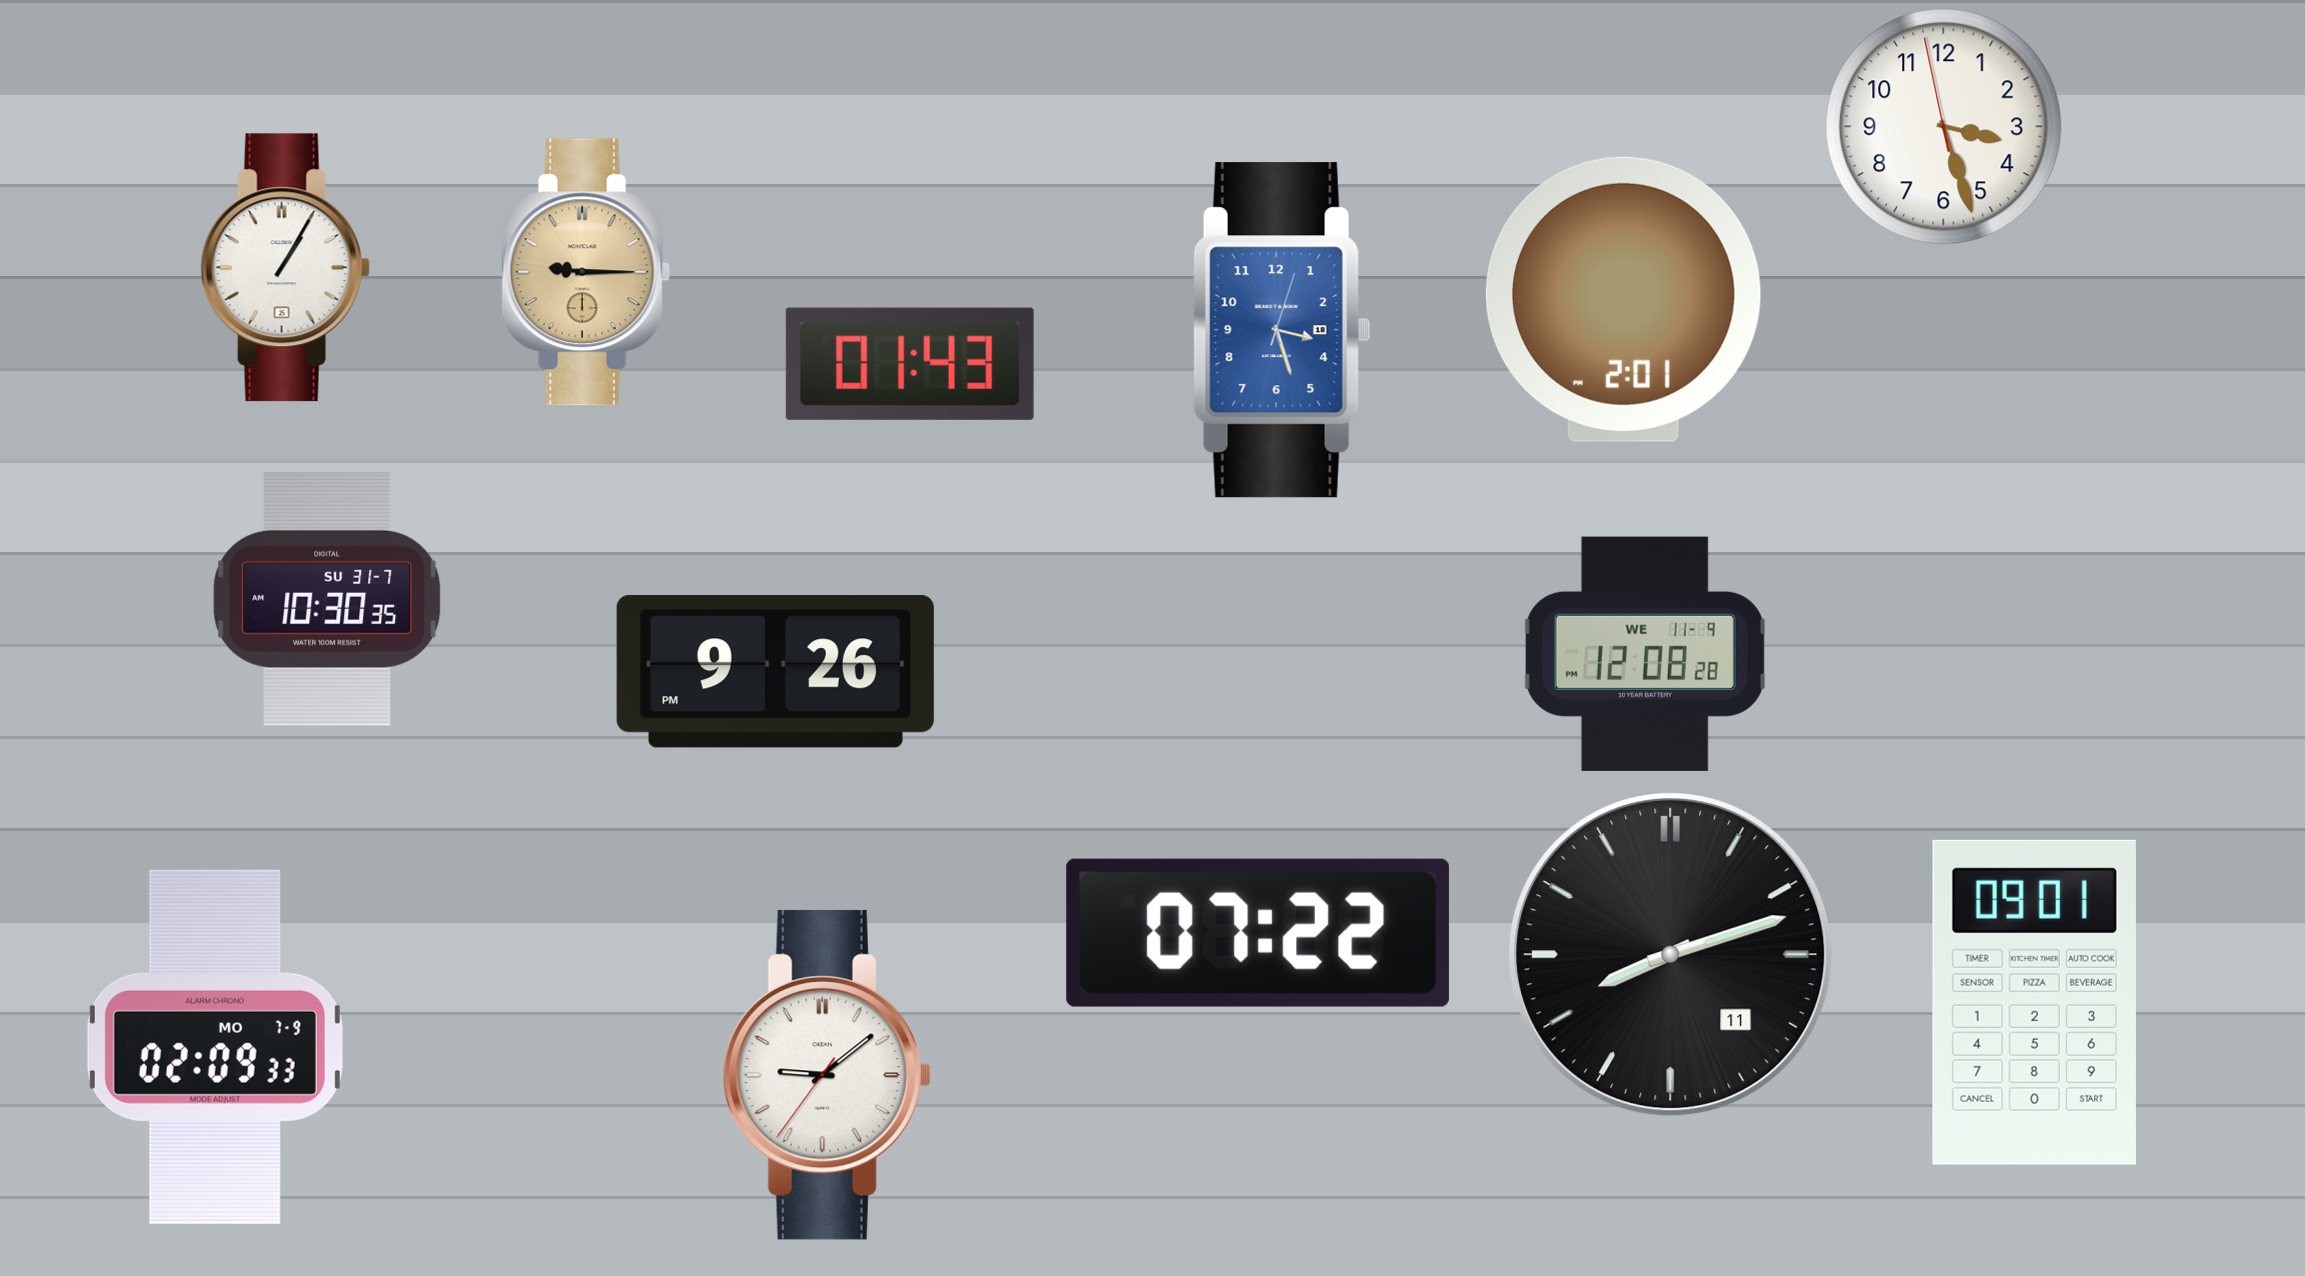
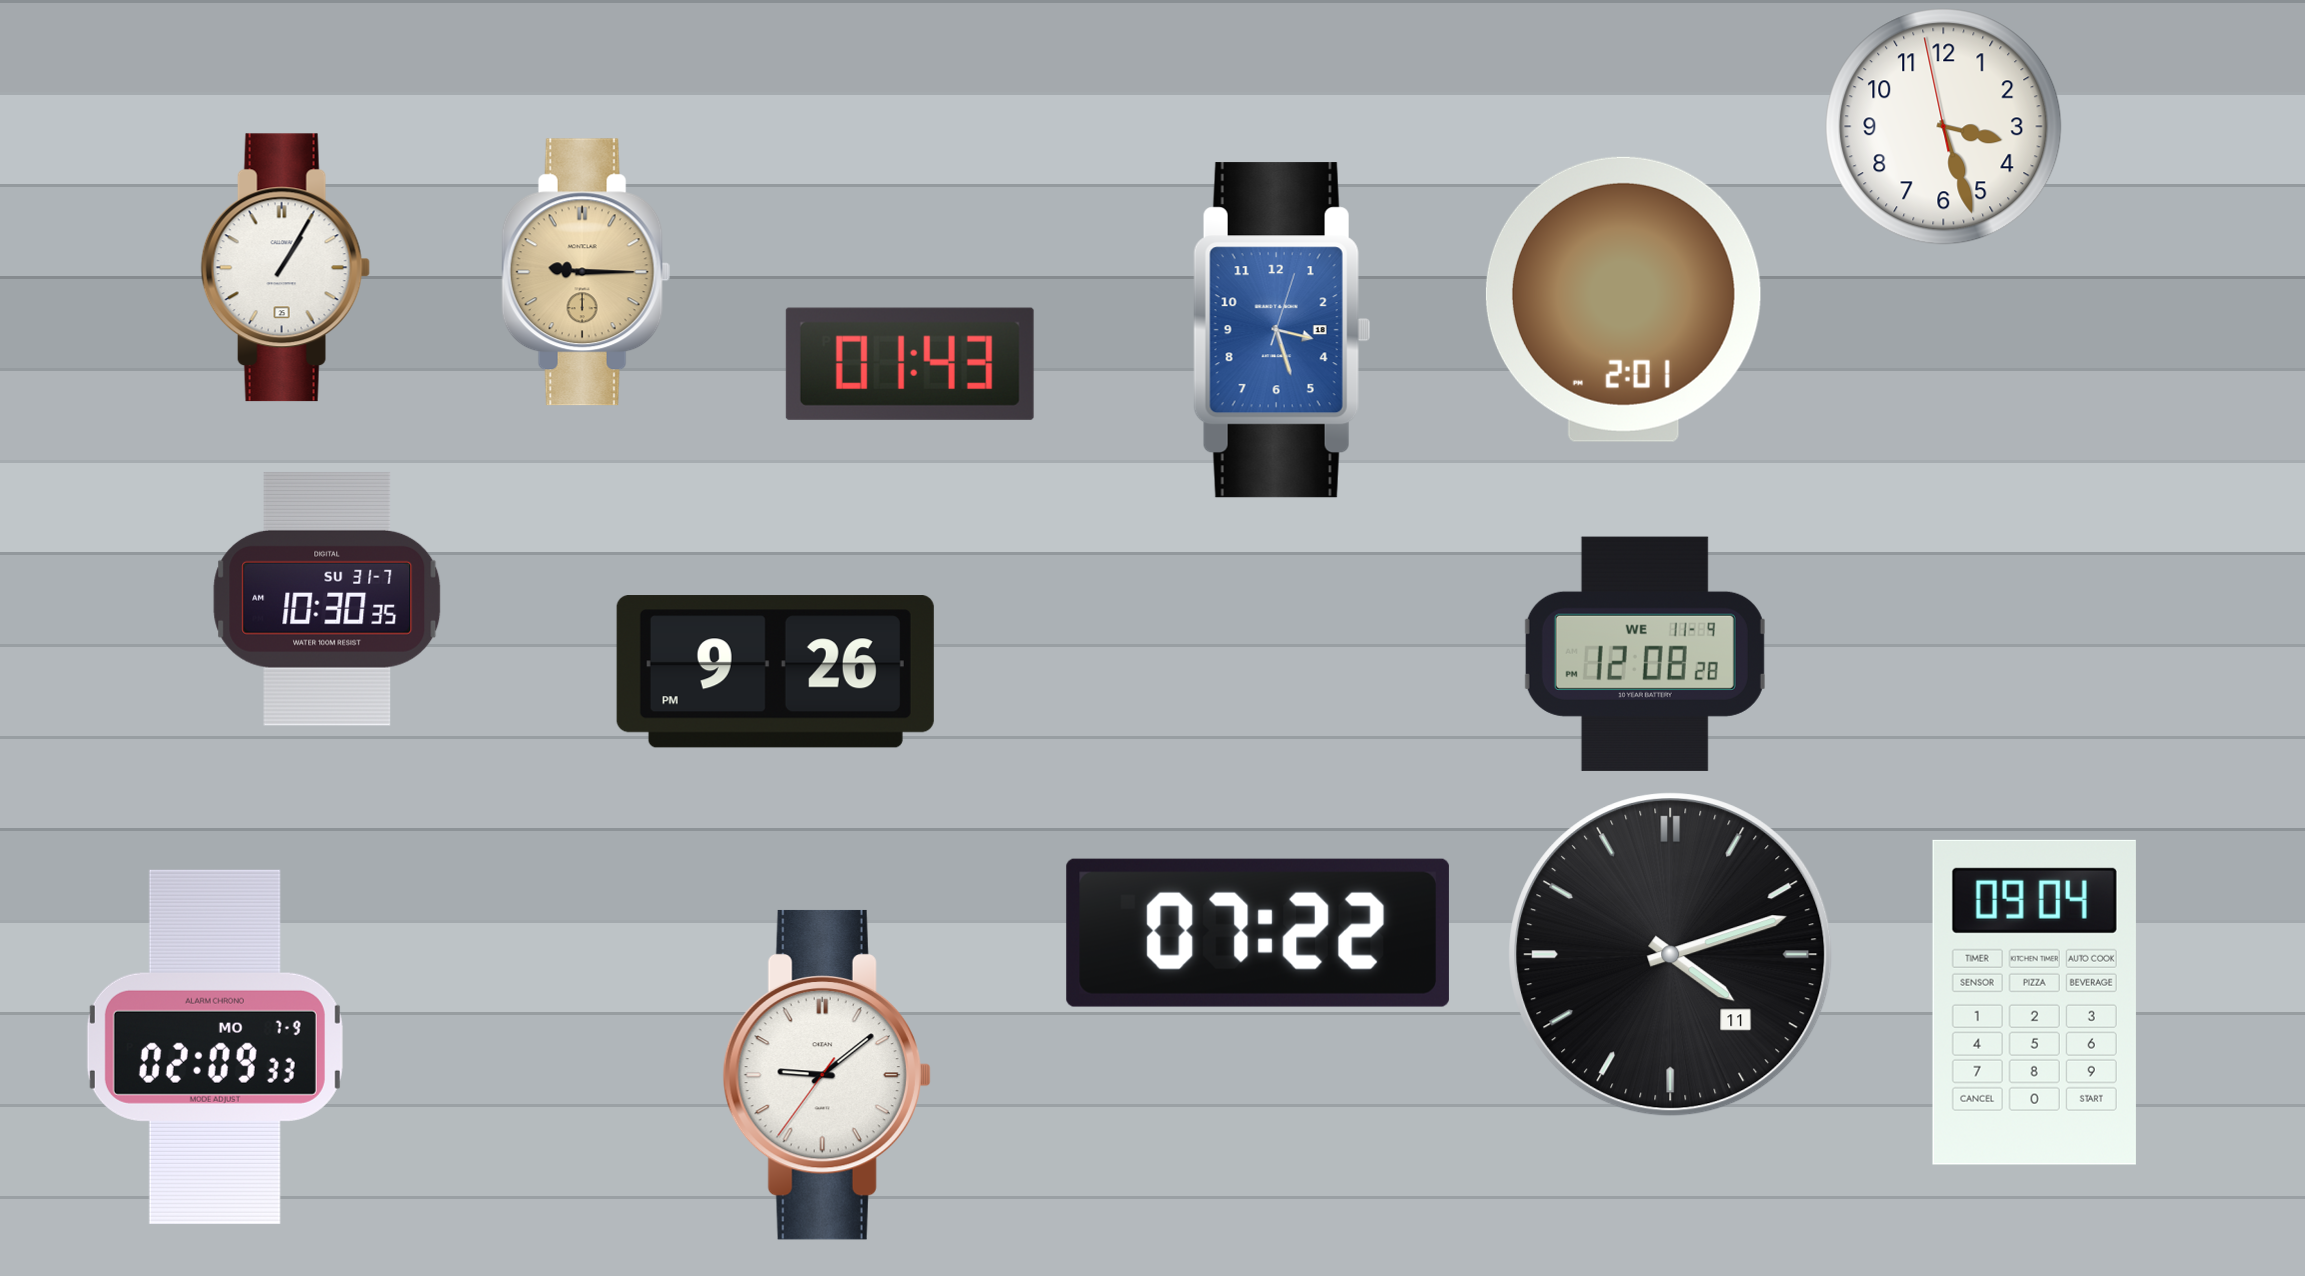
clock at (1671, 955): 8:12 -> 4:12
clock at (2034, 1002): 09:01 -> 09:04
